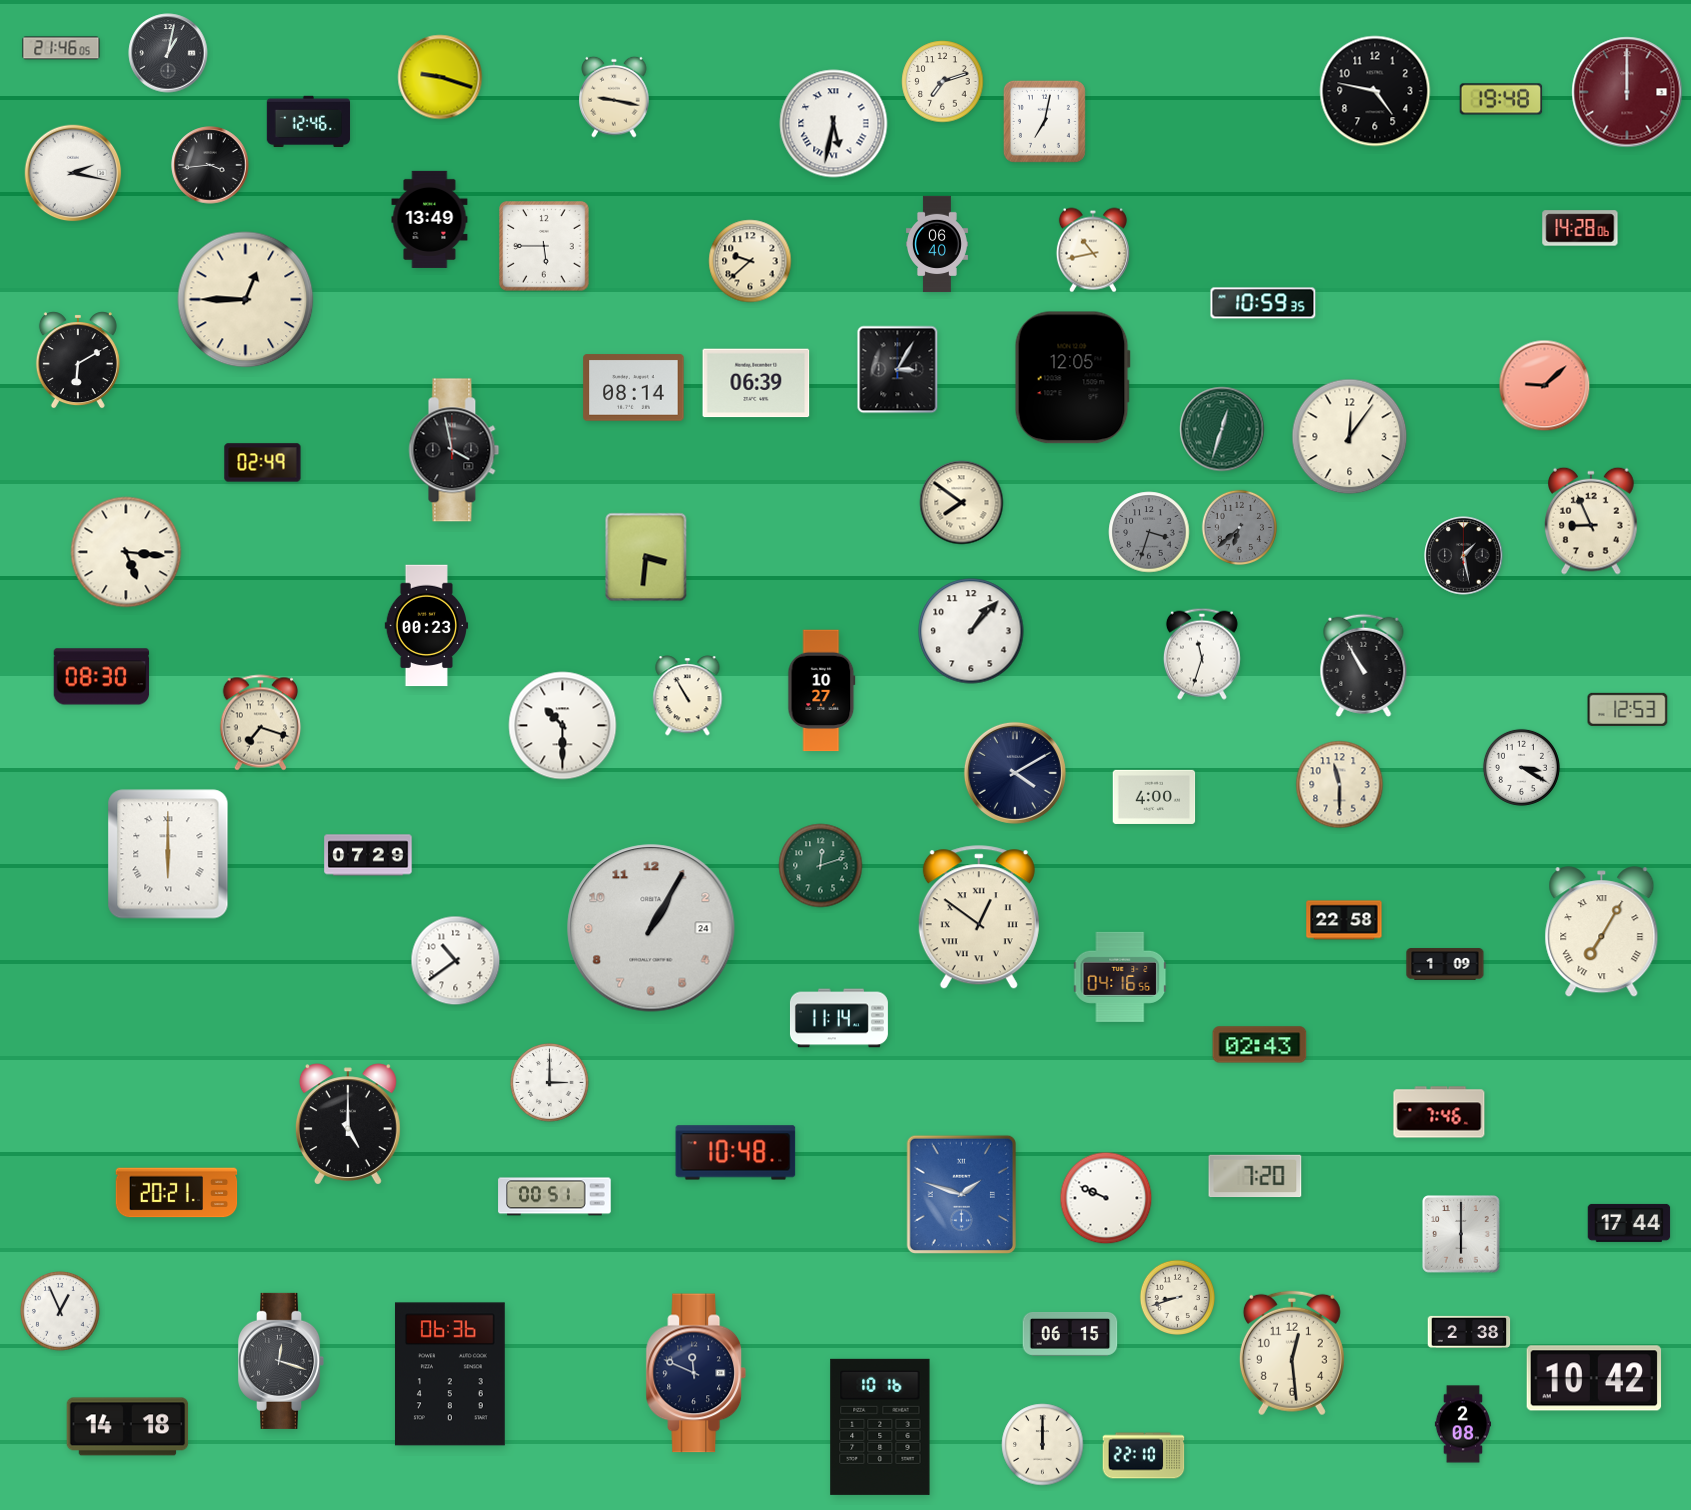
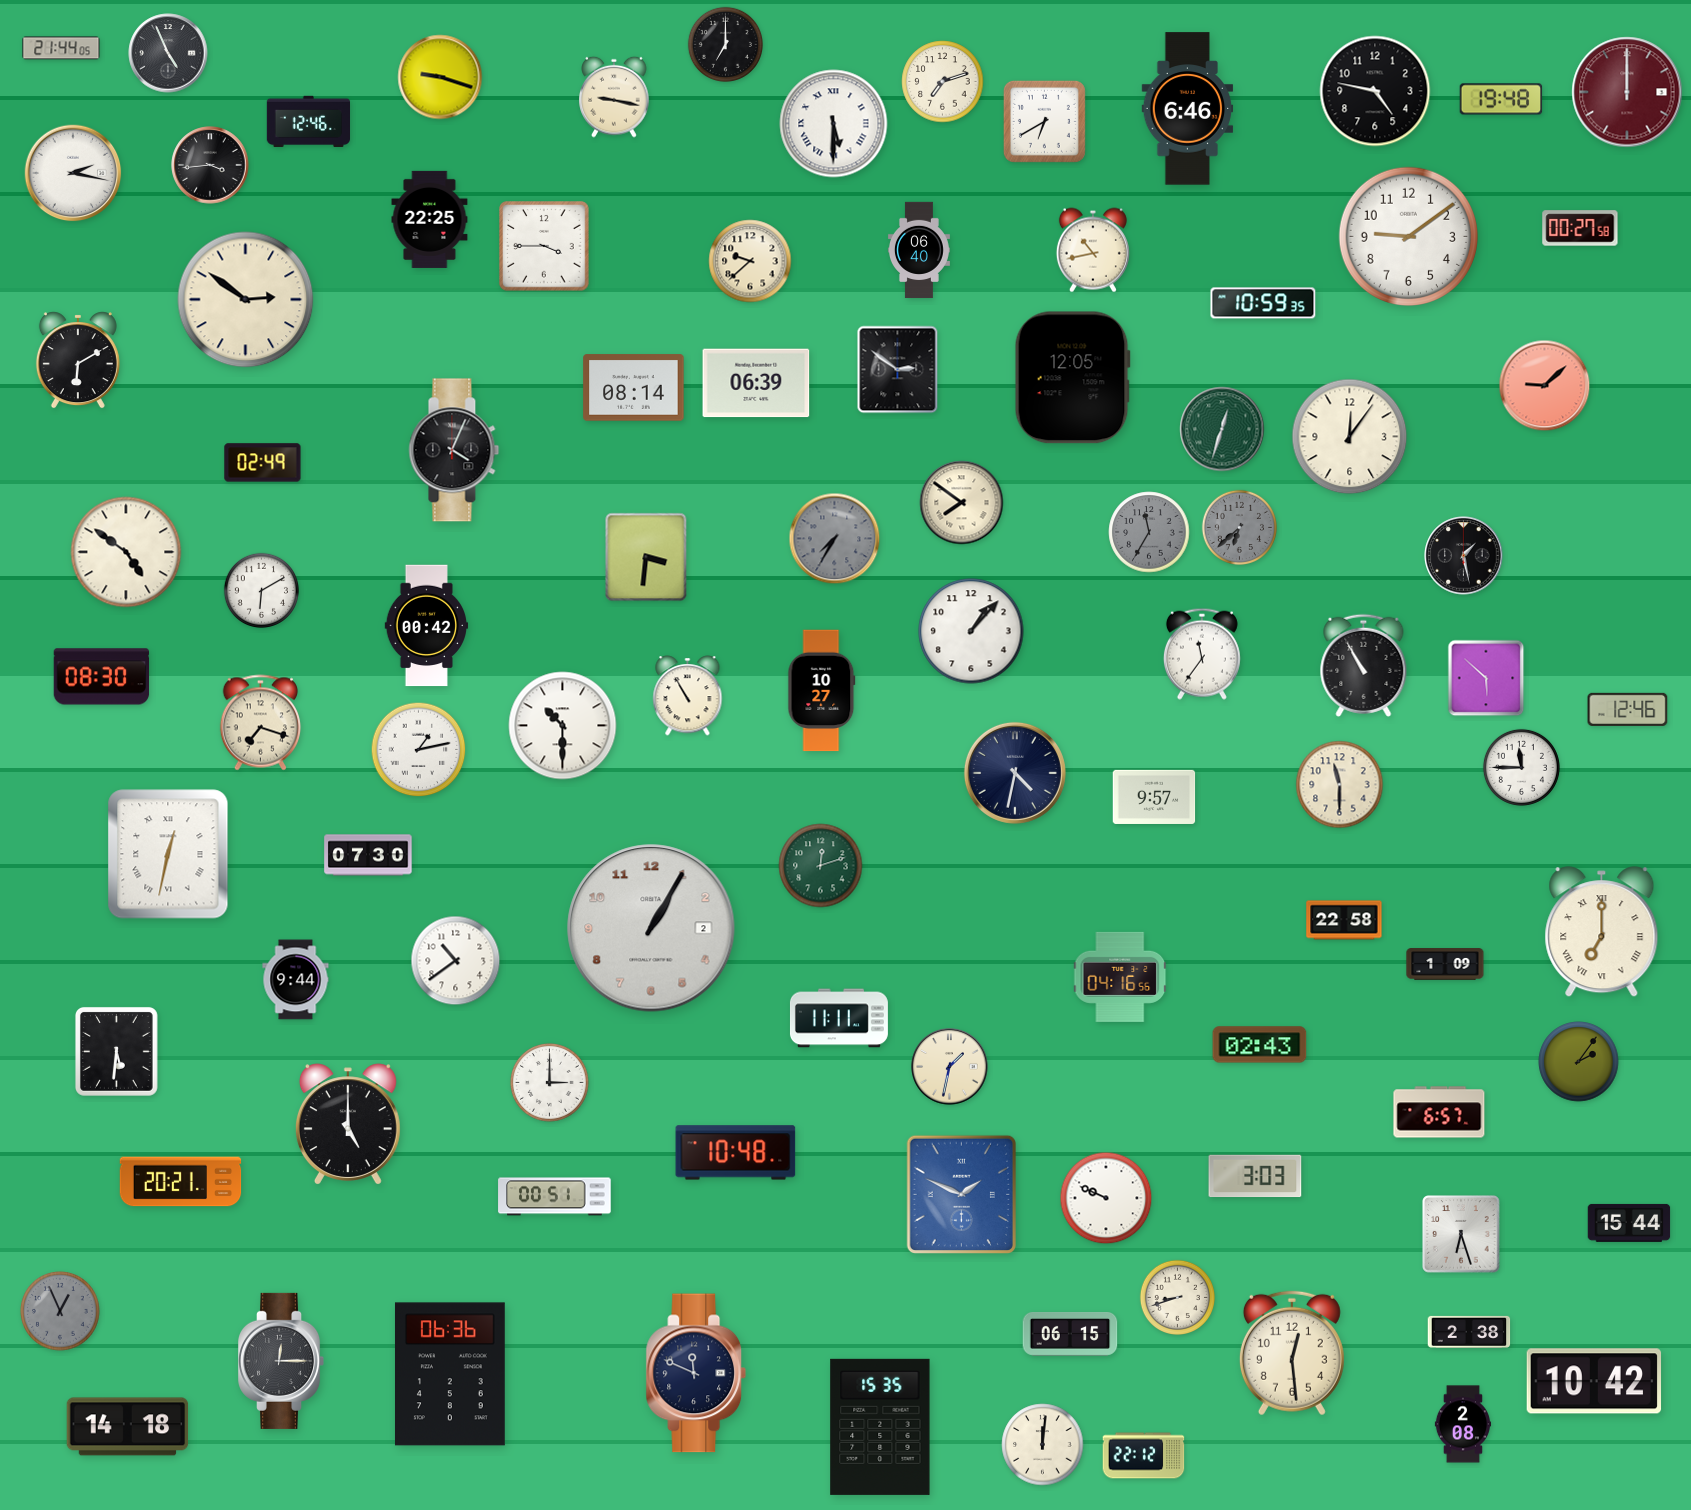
clock at (725, 44): none -> 7:00
clock at (61, 48): 21:46 -> 21:44
clock at (168, 53): 1:02 -> 4:56
clock at (1188, 109): none -> 6:46
clock at (1044, 121): 7:02 -> 6:40
clock at (834, 124): 5:32 -> 5:30
clock at (430, 219): 13:49 -> 22:25
clock at (1580, 228): 14:28 -> 00:27
clock at (1408, 236): none -> 9:09
clock at (937, 244) position: (937, 244) -> (919, 250)
clock at (544, 246): 5:45 -> 3:45
clock at (246, 300): 12:45 -> 2:51
clock at (898, 370): 3:05 -> 2:51
clock at (454, 450): 3:58 -> 4:04
clock at (1592, 521): 8:56 -> none
clock at (1149, 532): 3:33 -> 11:35
clock at (835, 539): none -> 7:35
clock at (126, 552): 5:16 -> 4:51
clock at (261, 590): none -> 6:10
clock at (427, 626): 00:23 -> 00:42
clock at (1202, 654): 11:33 -> 11:36
clock at (1486, 678): none -> 5:52
clock at (1628, 709): 12:53 -> 12:46
clock at (419, 750): none -> 1:13
clock at (1521, 767): 3:20 -> 11:45
clock at (1015, 773): 4:10 -> 4:32
clock at (1154, 797): 4:00 -> 9:57
clock at (168, 854): 6:00 -> 12:32
clock at (368, 855): 07:29 -> 07:30
clock at (979, 918): 12:51 -> none
clock at (651, 928) date: 24 -> 2
clock at (1602, 932): 7:05 -> 7:00
clock at (296, 980): none -> 9:44
clock at (839, 1018): 11:14 -> 11:11
clock at (116, 1051): none -> 5:31
clock at (1579, 1062): none -> 2:06
clock at (950, 1067): none -> 1:32
clock at (1439, 1112): 7:46 -> 6:57
clock at (1255, 1176): 7:20 -> 3:03
clock at (177, 1193) position: (177, 1193) -> (181, 1182)
clock at (961, 1194): 1:48 -> 1:49
clock at (1629, 1223): 17:44 -> 15:44
clock at (1461, 1234): 6:00 -> 6:27
clock at (60, 1311) dial: white -> grey
clock at (282, 1361): 12:18 -> 12:15
clock at (1594, 1378) position: (1594, 1378) -> (1594, 1381)
clock at (880, 1427): 10:16 -> 15:35
clock at (1043, 1445): 12:00 -> 12:01
clock at (1144, 1456): 22:10 -> 22:12
